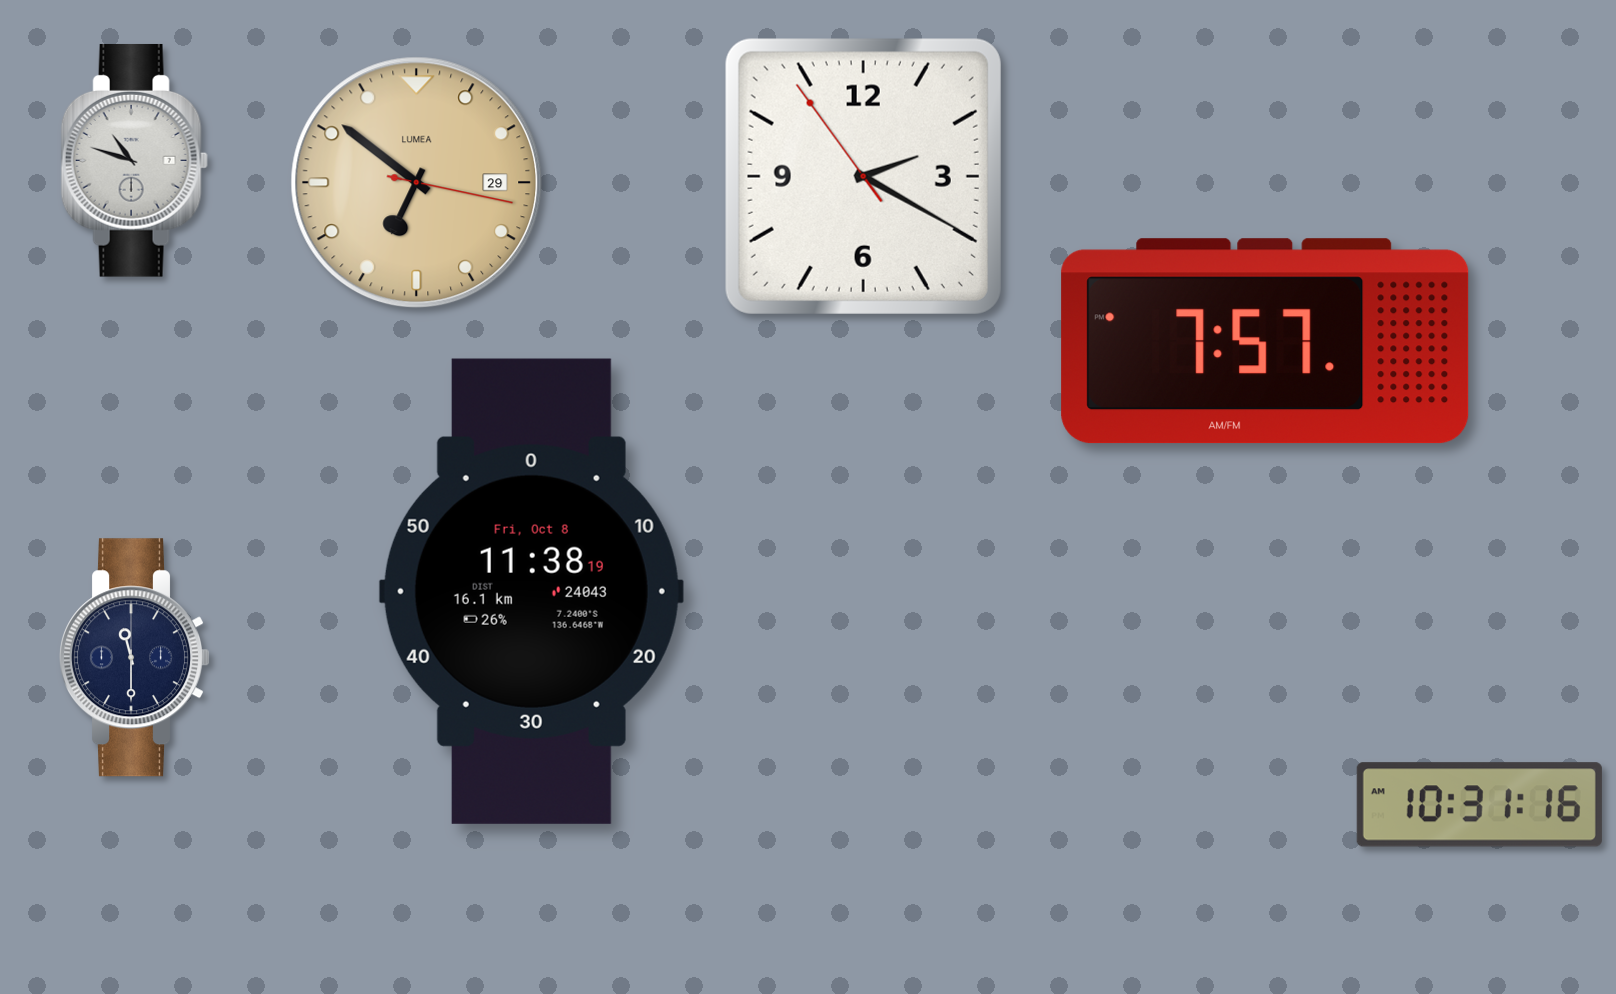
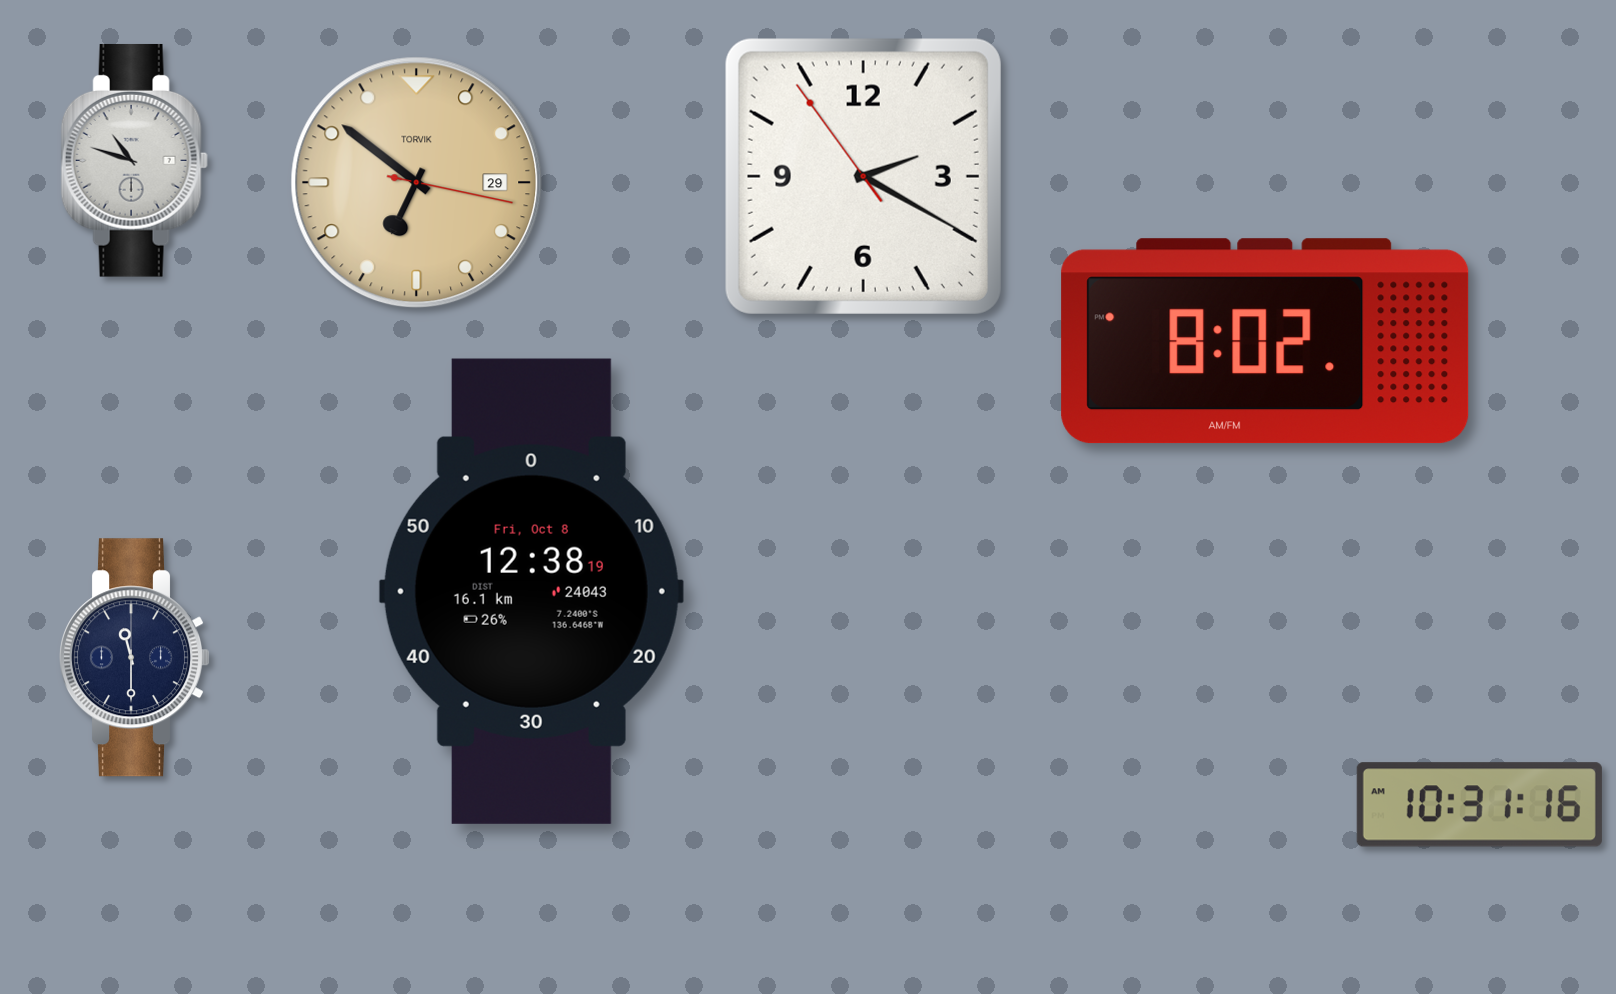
clock at (417, 183) brand: LUMEA -> TORVIK
clock at (1265, 341): 7:57 -> 8:02
clock at (531, 591): 11:38 -> 12:38
